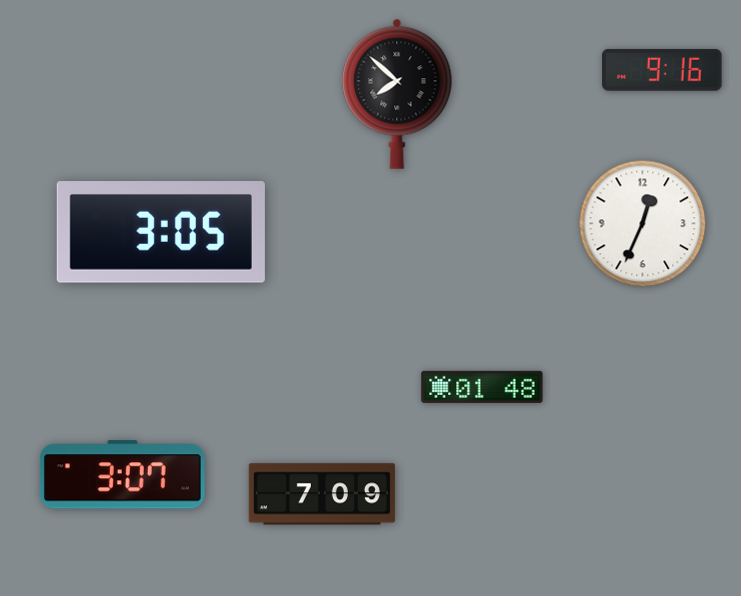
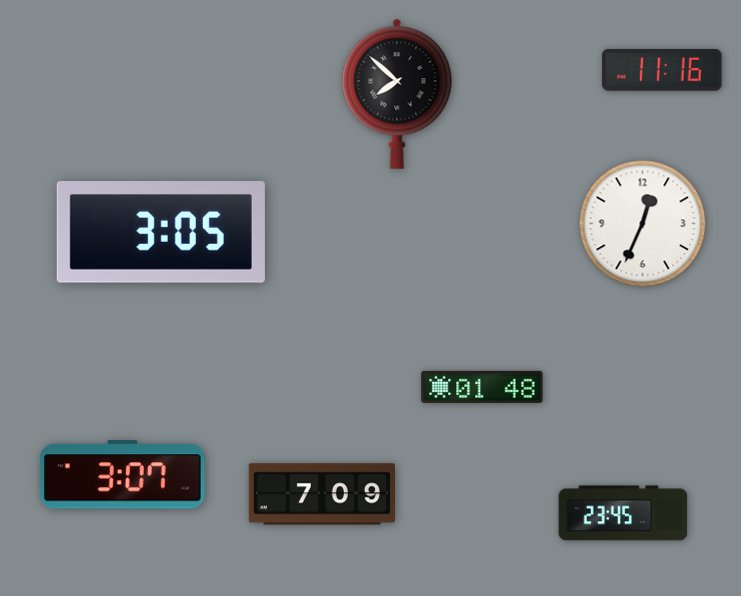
clock at (662, 70): 9:16 -> 11:16
clock at (623, 513): none -> 23:45
